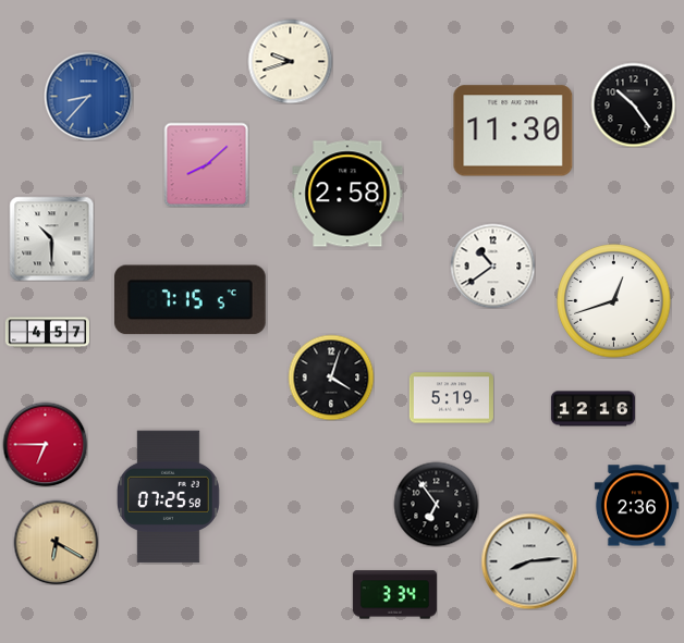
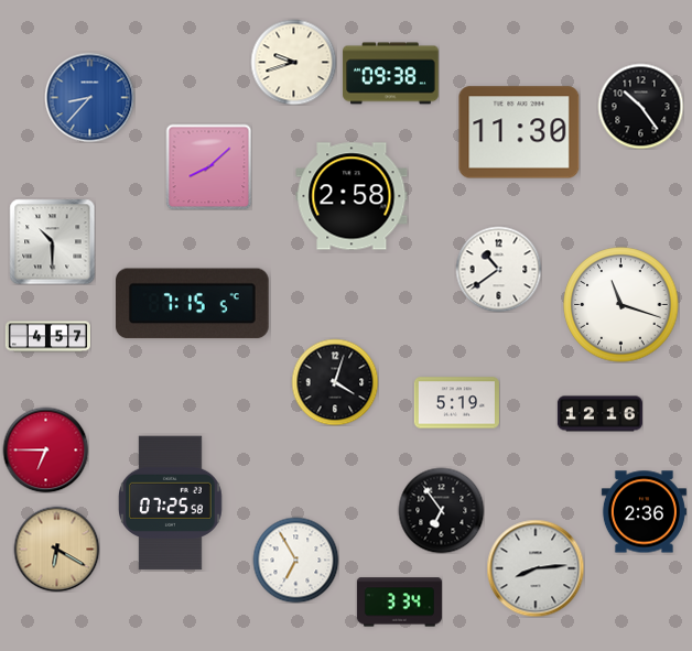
clock at (391, 74): none -> 09:38
clock at (614, 301): 12:42 -> 11:18
clock at (295, 560): none -> 6:55
